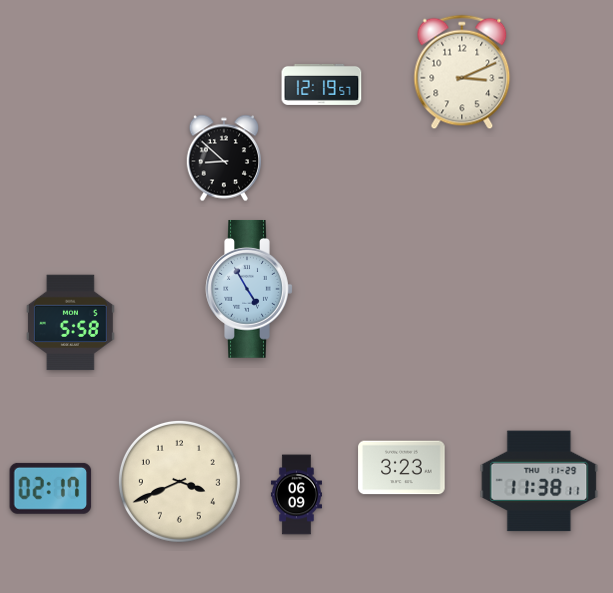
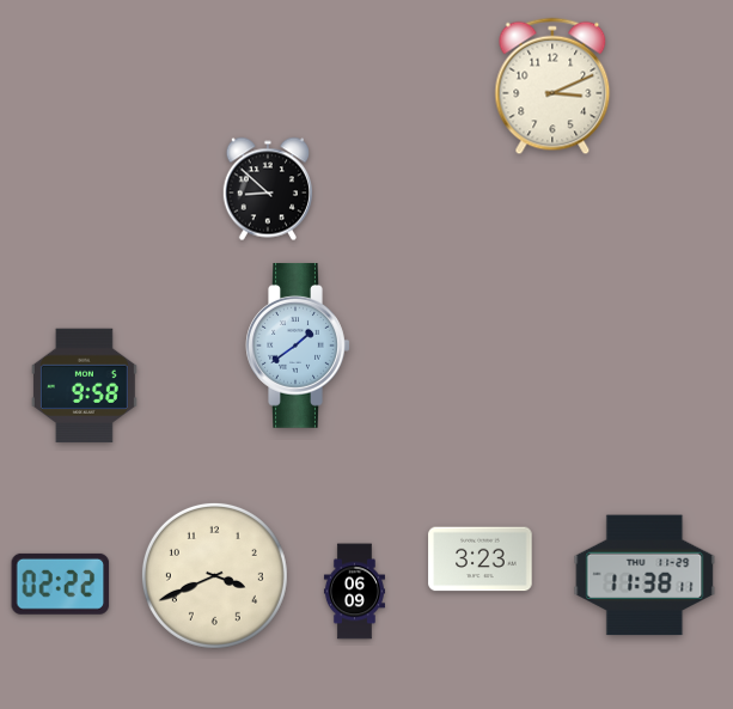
clock at (322, 84): 12:19 -> none
clock at (249, 289): 4:55 -> 1:39
clock at (70, 323): 5:58 -> 9:58
clock at (51, 488): 02:17 -> 02:22
